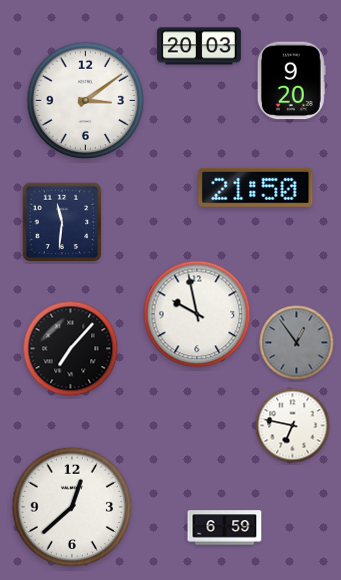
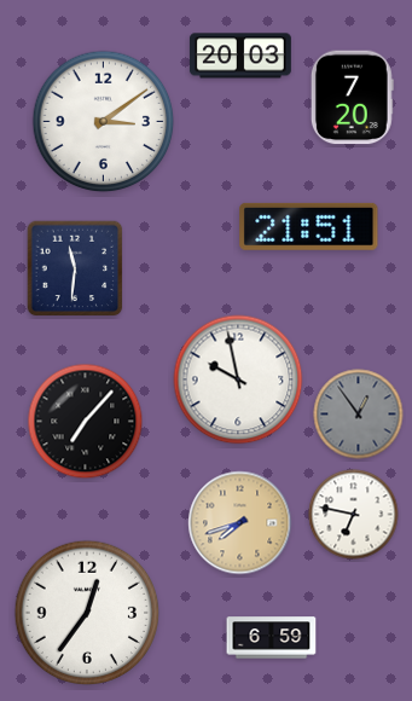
clock at (291, 81): 9:20 -> 7:20
clock at (256, 187): 21:50 -> 21:51
clock at (240, 523): none -> 7:42
clock at (72, 507): 12:38 -> 12:36
